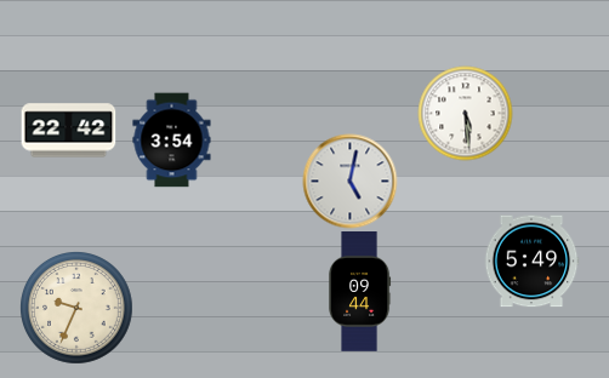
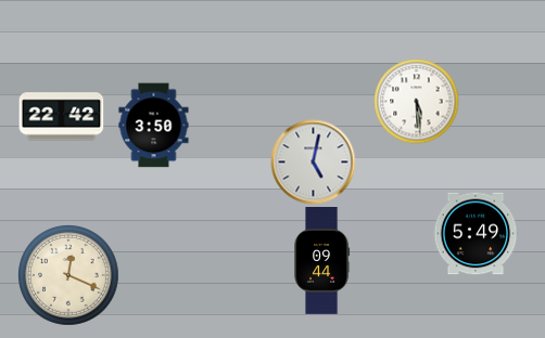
clock at (172, 139): 3:54 -> 3:50
clock at (76, 308): 9:34 -> 12:19
